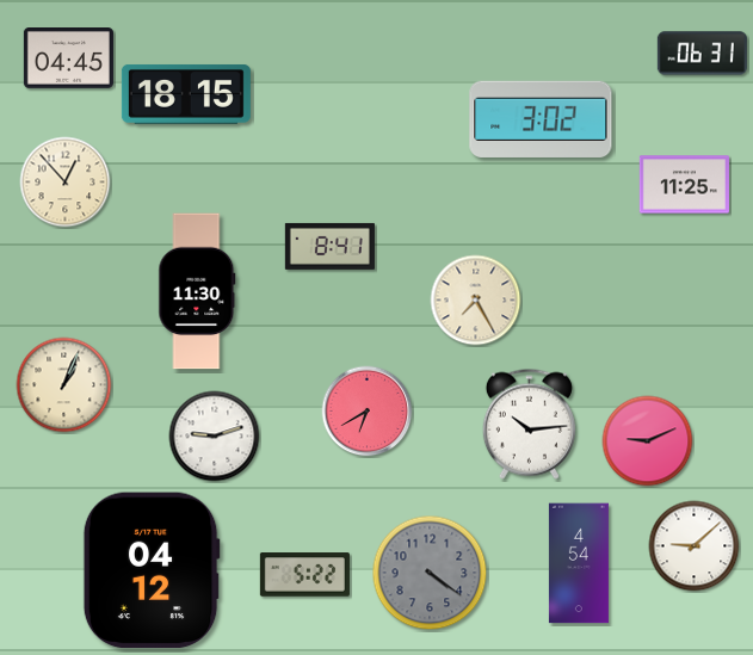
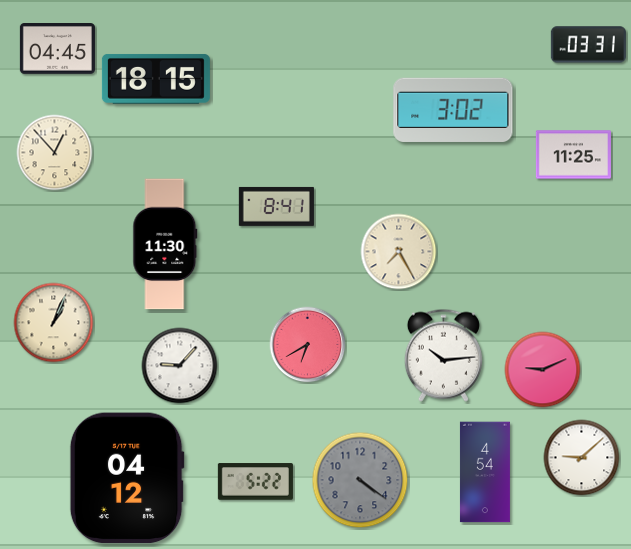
clock at (702, 54): 06:31 -> 03:31
clock at (541, 119) position: (541, 119) -> (453, 110)
clock at (215, 437): 9:12 -> 9:07
